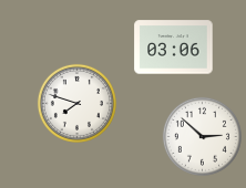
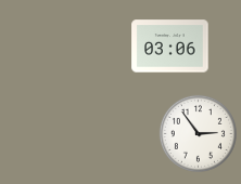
clock at (76, 103): 7:48 -> none
clock at (202, 136): 2:52 -> 2:54
